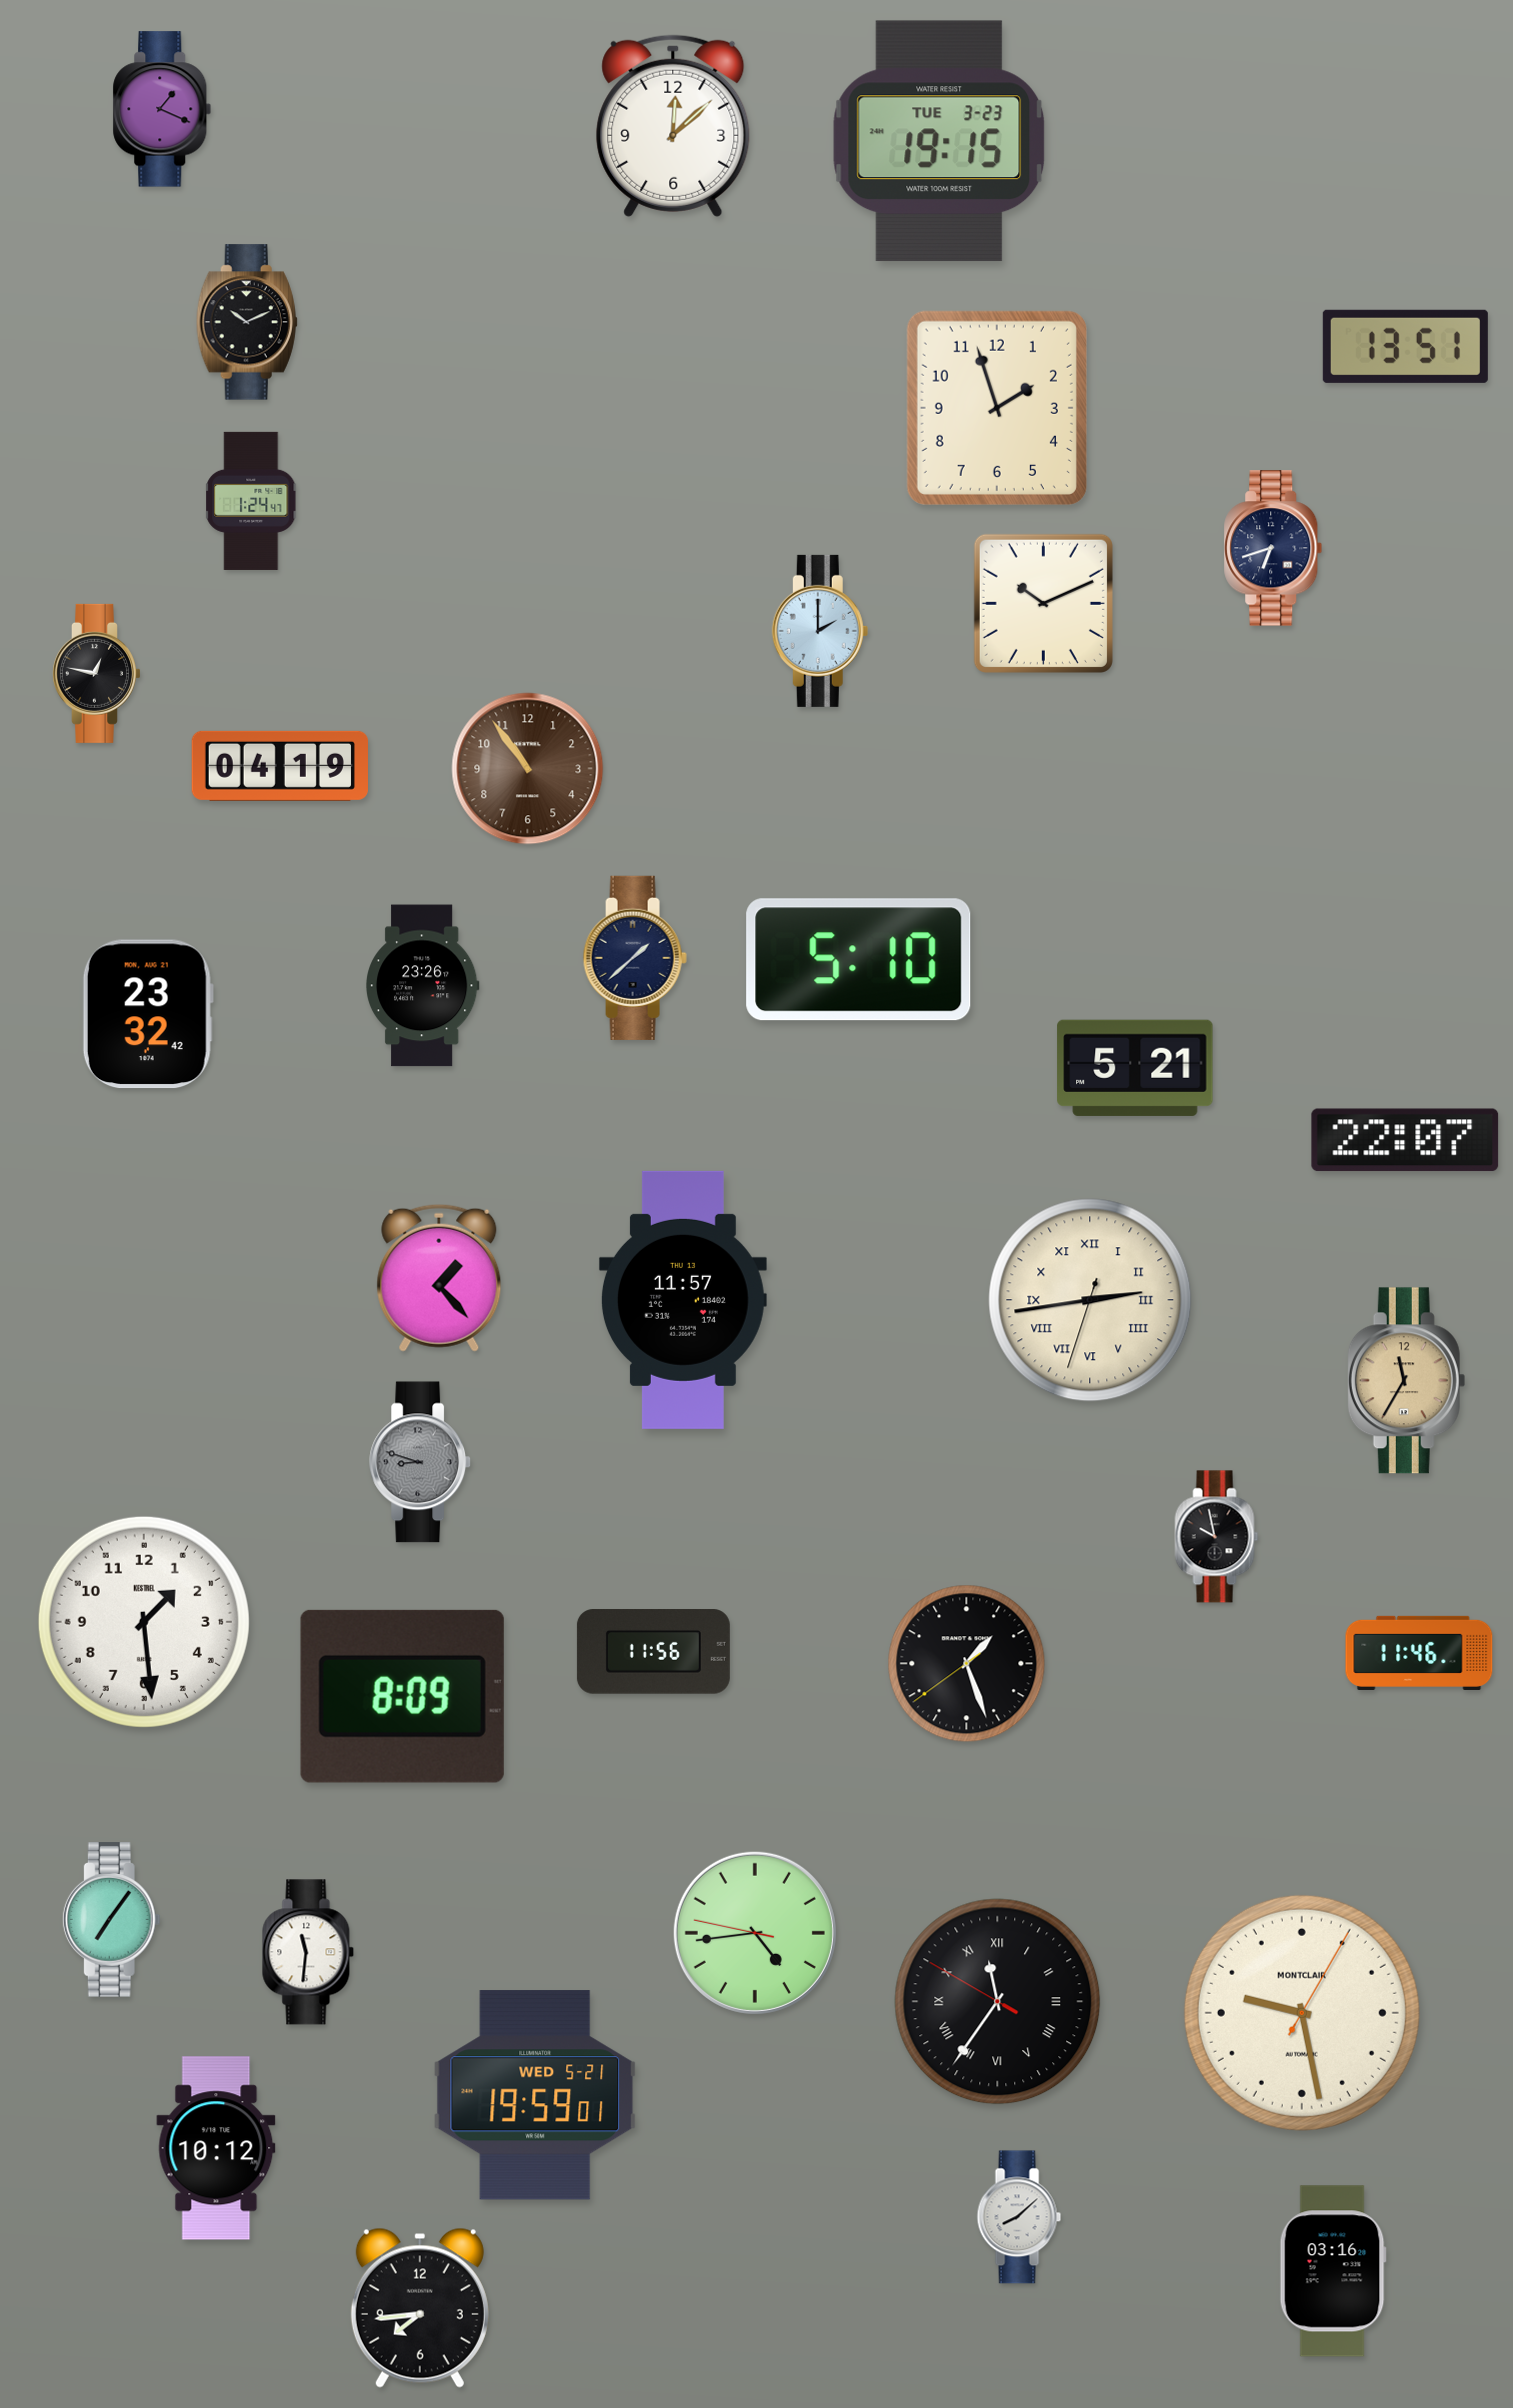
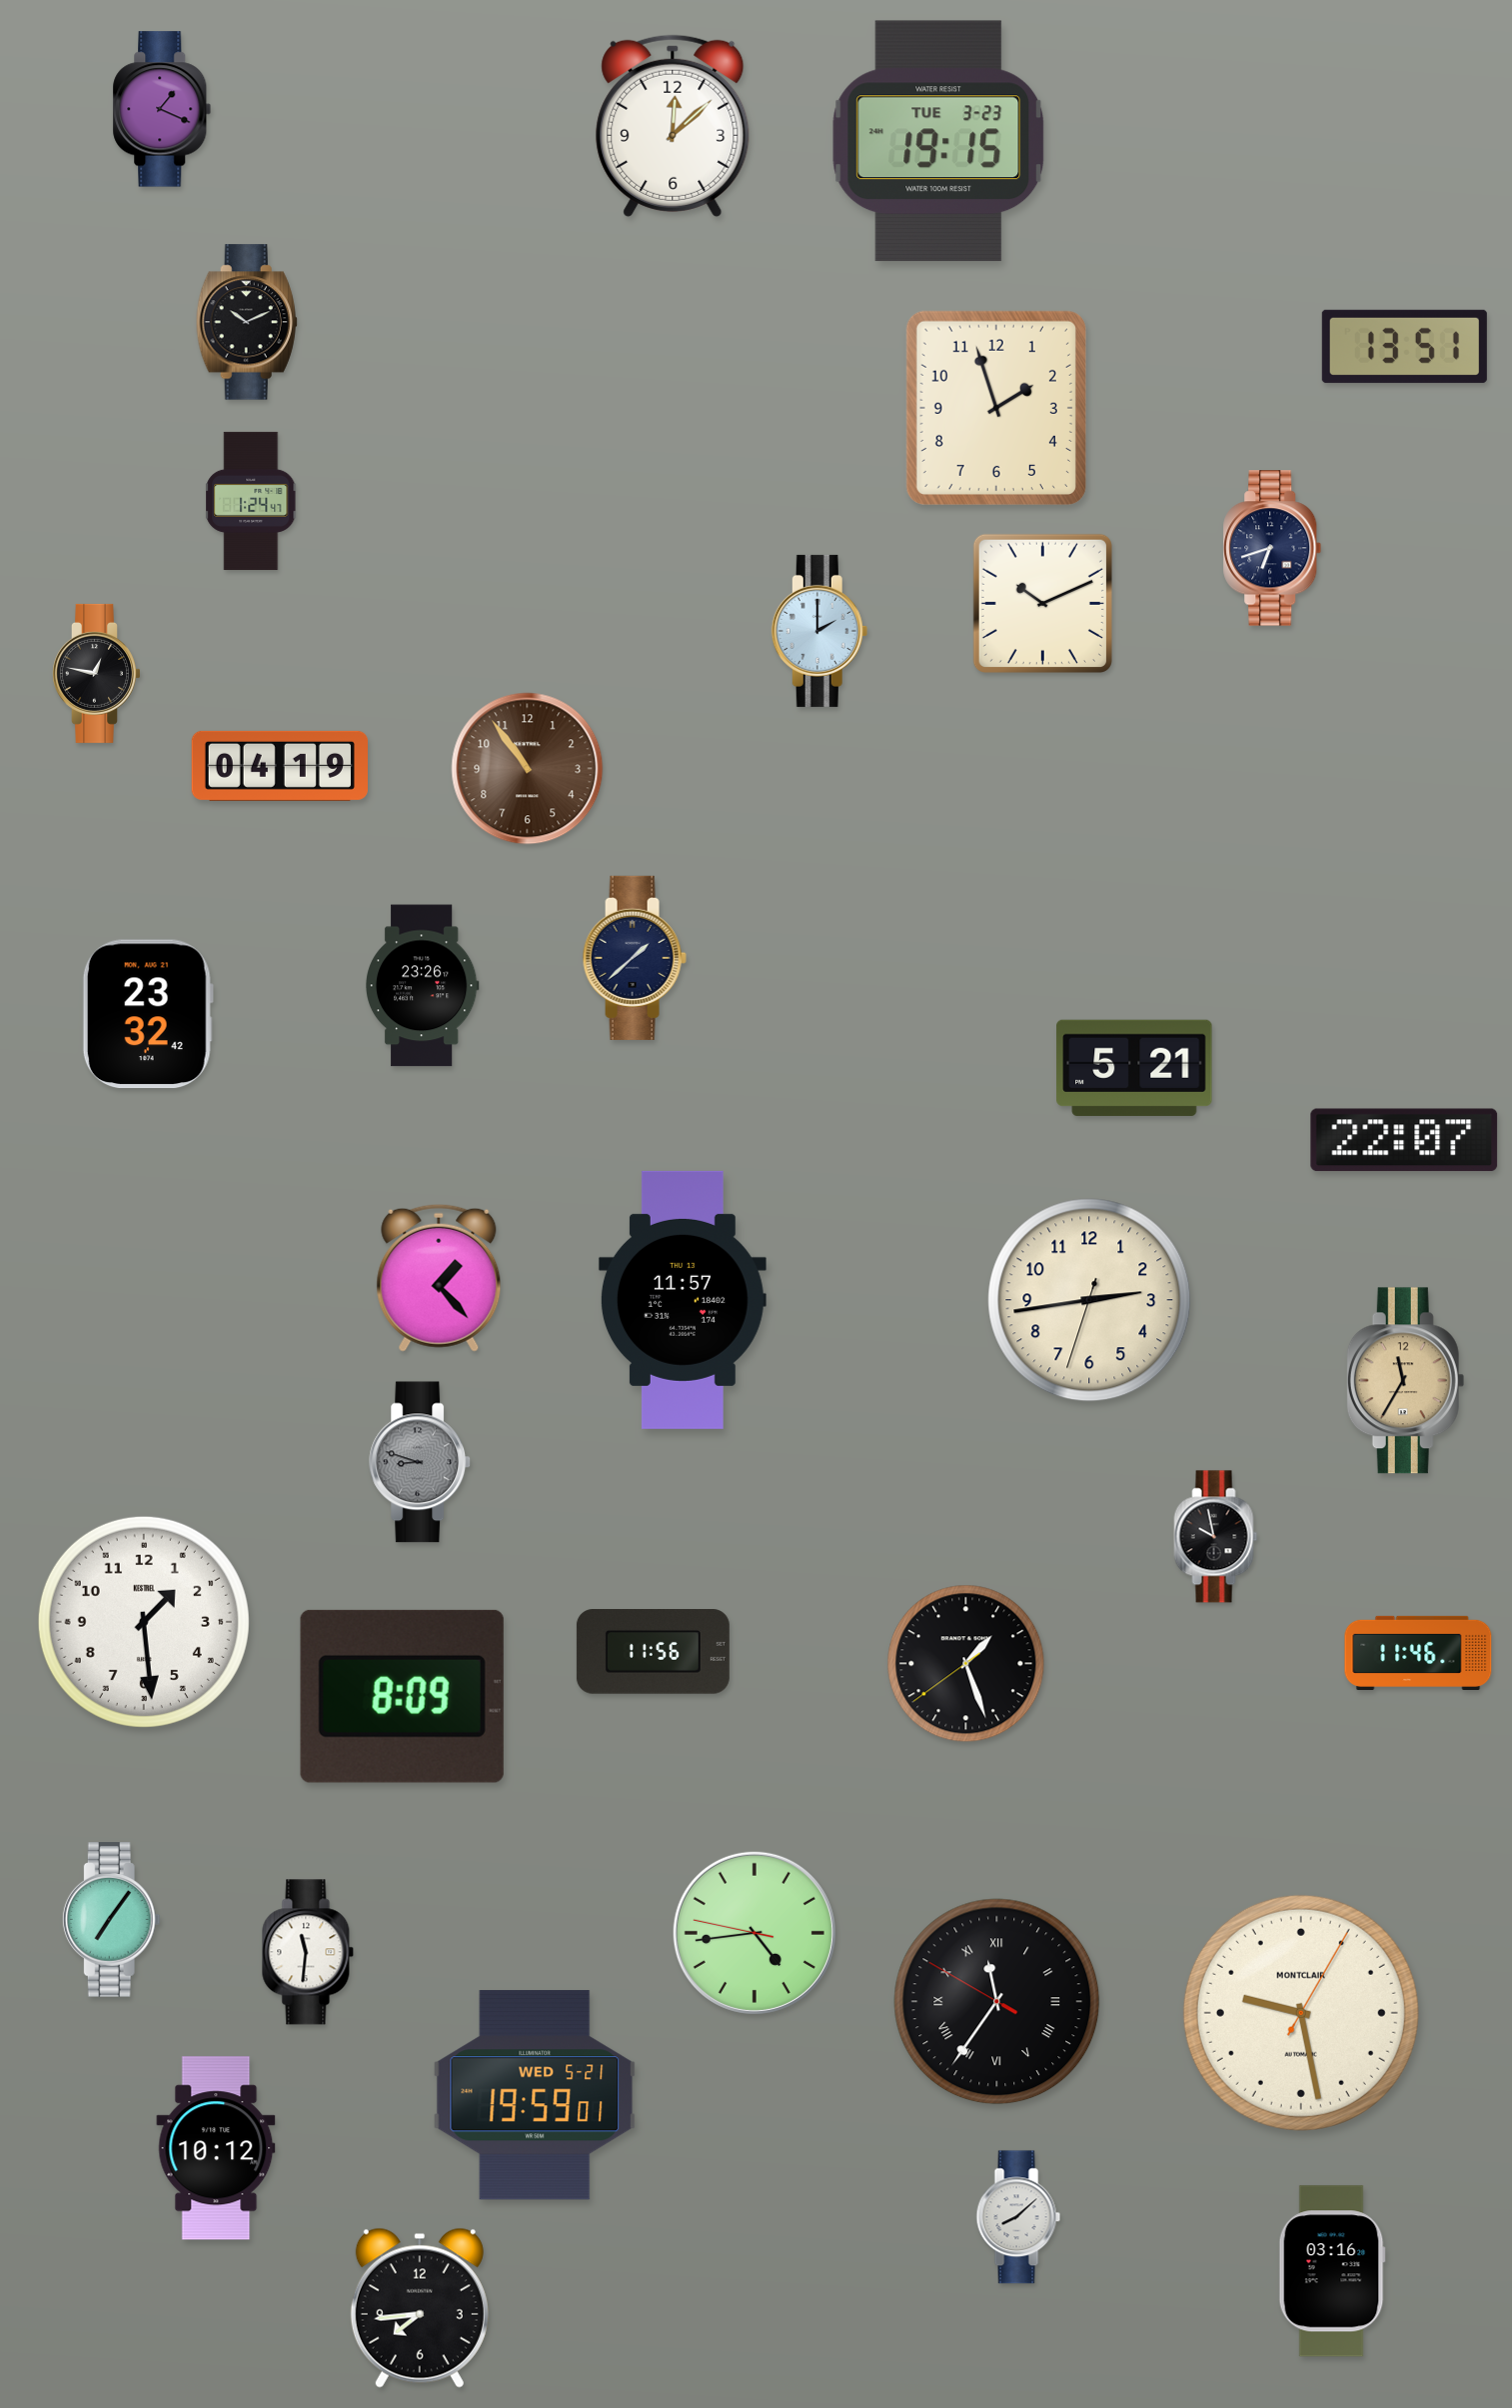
clock at (859, 960): 5:10 -> none
clock at (1090, 1300) numerals: Roman -> Arabic
